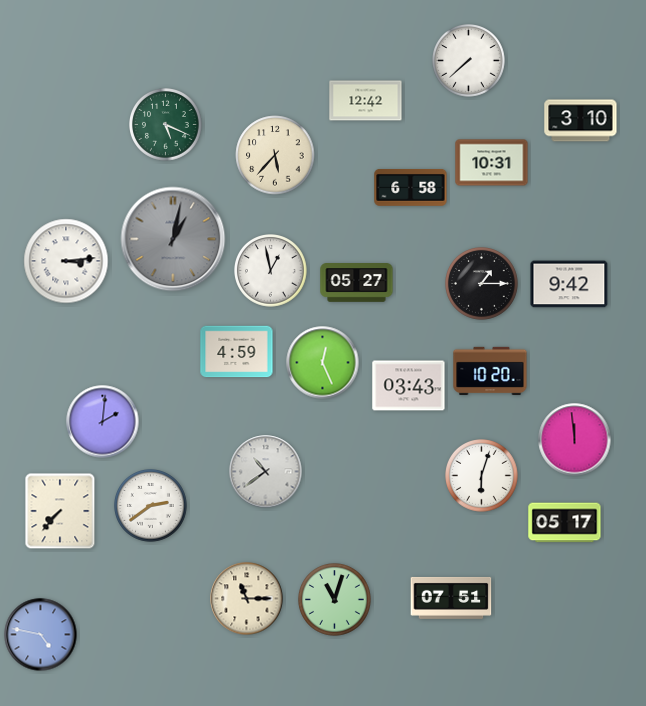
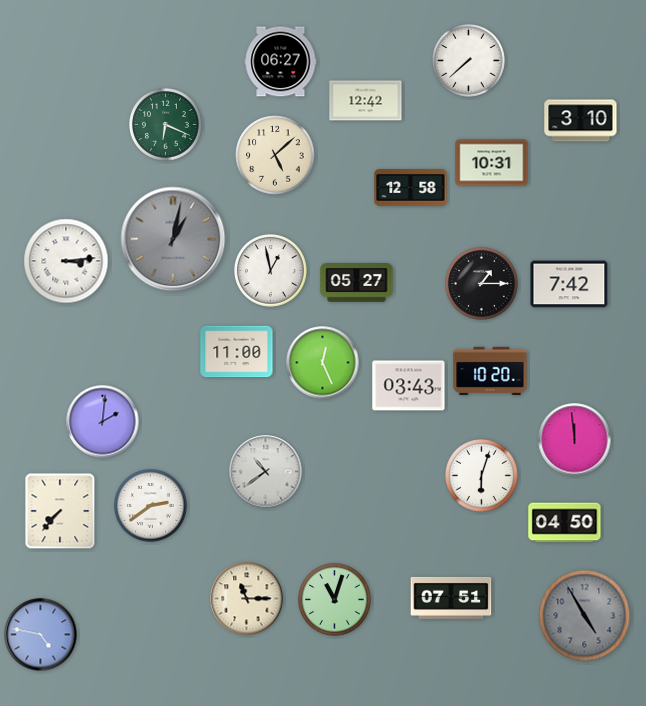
clock at (281, 62): none -> 06:27
clock at (166, 125): 5:19 -> 6:19
clock at (275, 155): 5:37 -> 5:08
clock at (411, 188): 6:58 -> 12:58
clock at (569, 284): 9:42 -> 7:42
clock at (237, 352): 4:59 -> 11:00
clock at (565, 523): 05:17 -> 04:50
clock at (585, 616): none -> 4:55
